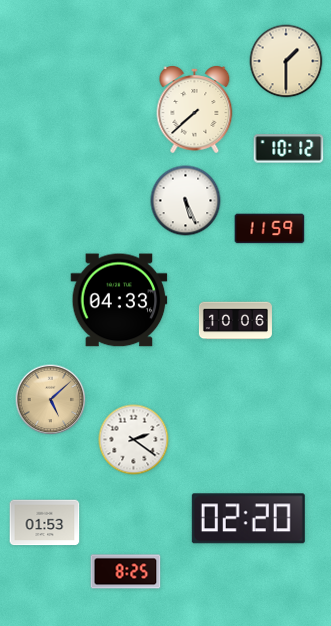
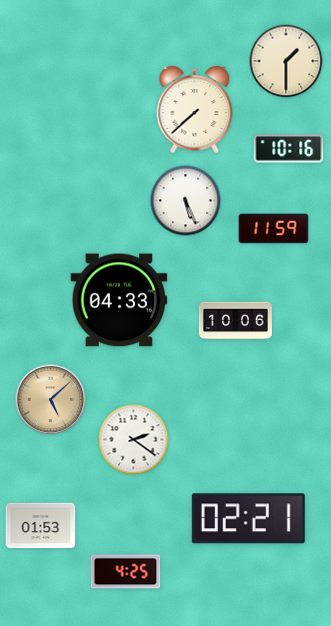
clock at (289, 149): 10:12 -> 10:16
clock at (270, 229) position: (270, 229) -> (274, 229)
clock at (248, 519): 02:20 -> 02:21
clock at (45, 523) position: (45, 523) -> (41, 526)
clock at (126, 572): 8:25 -> 4:25
